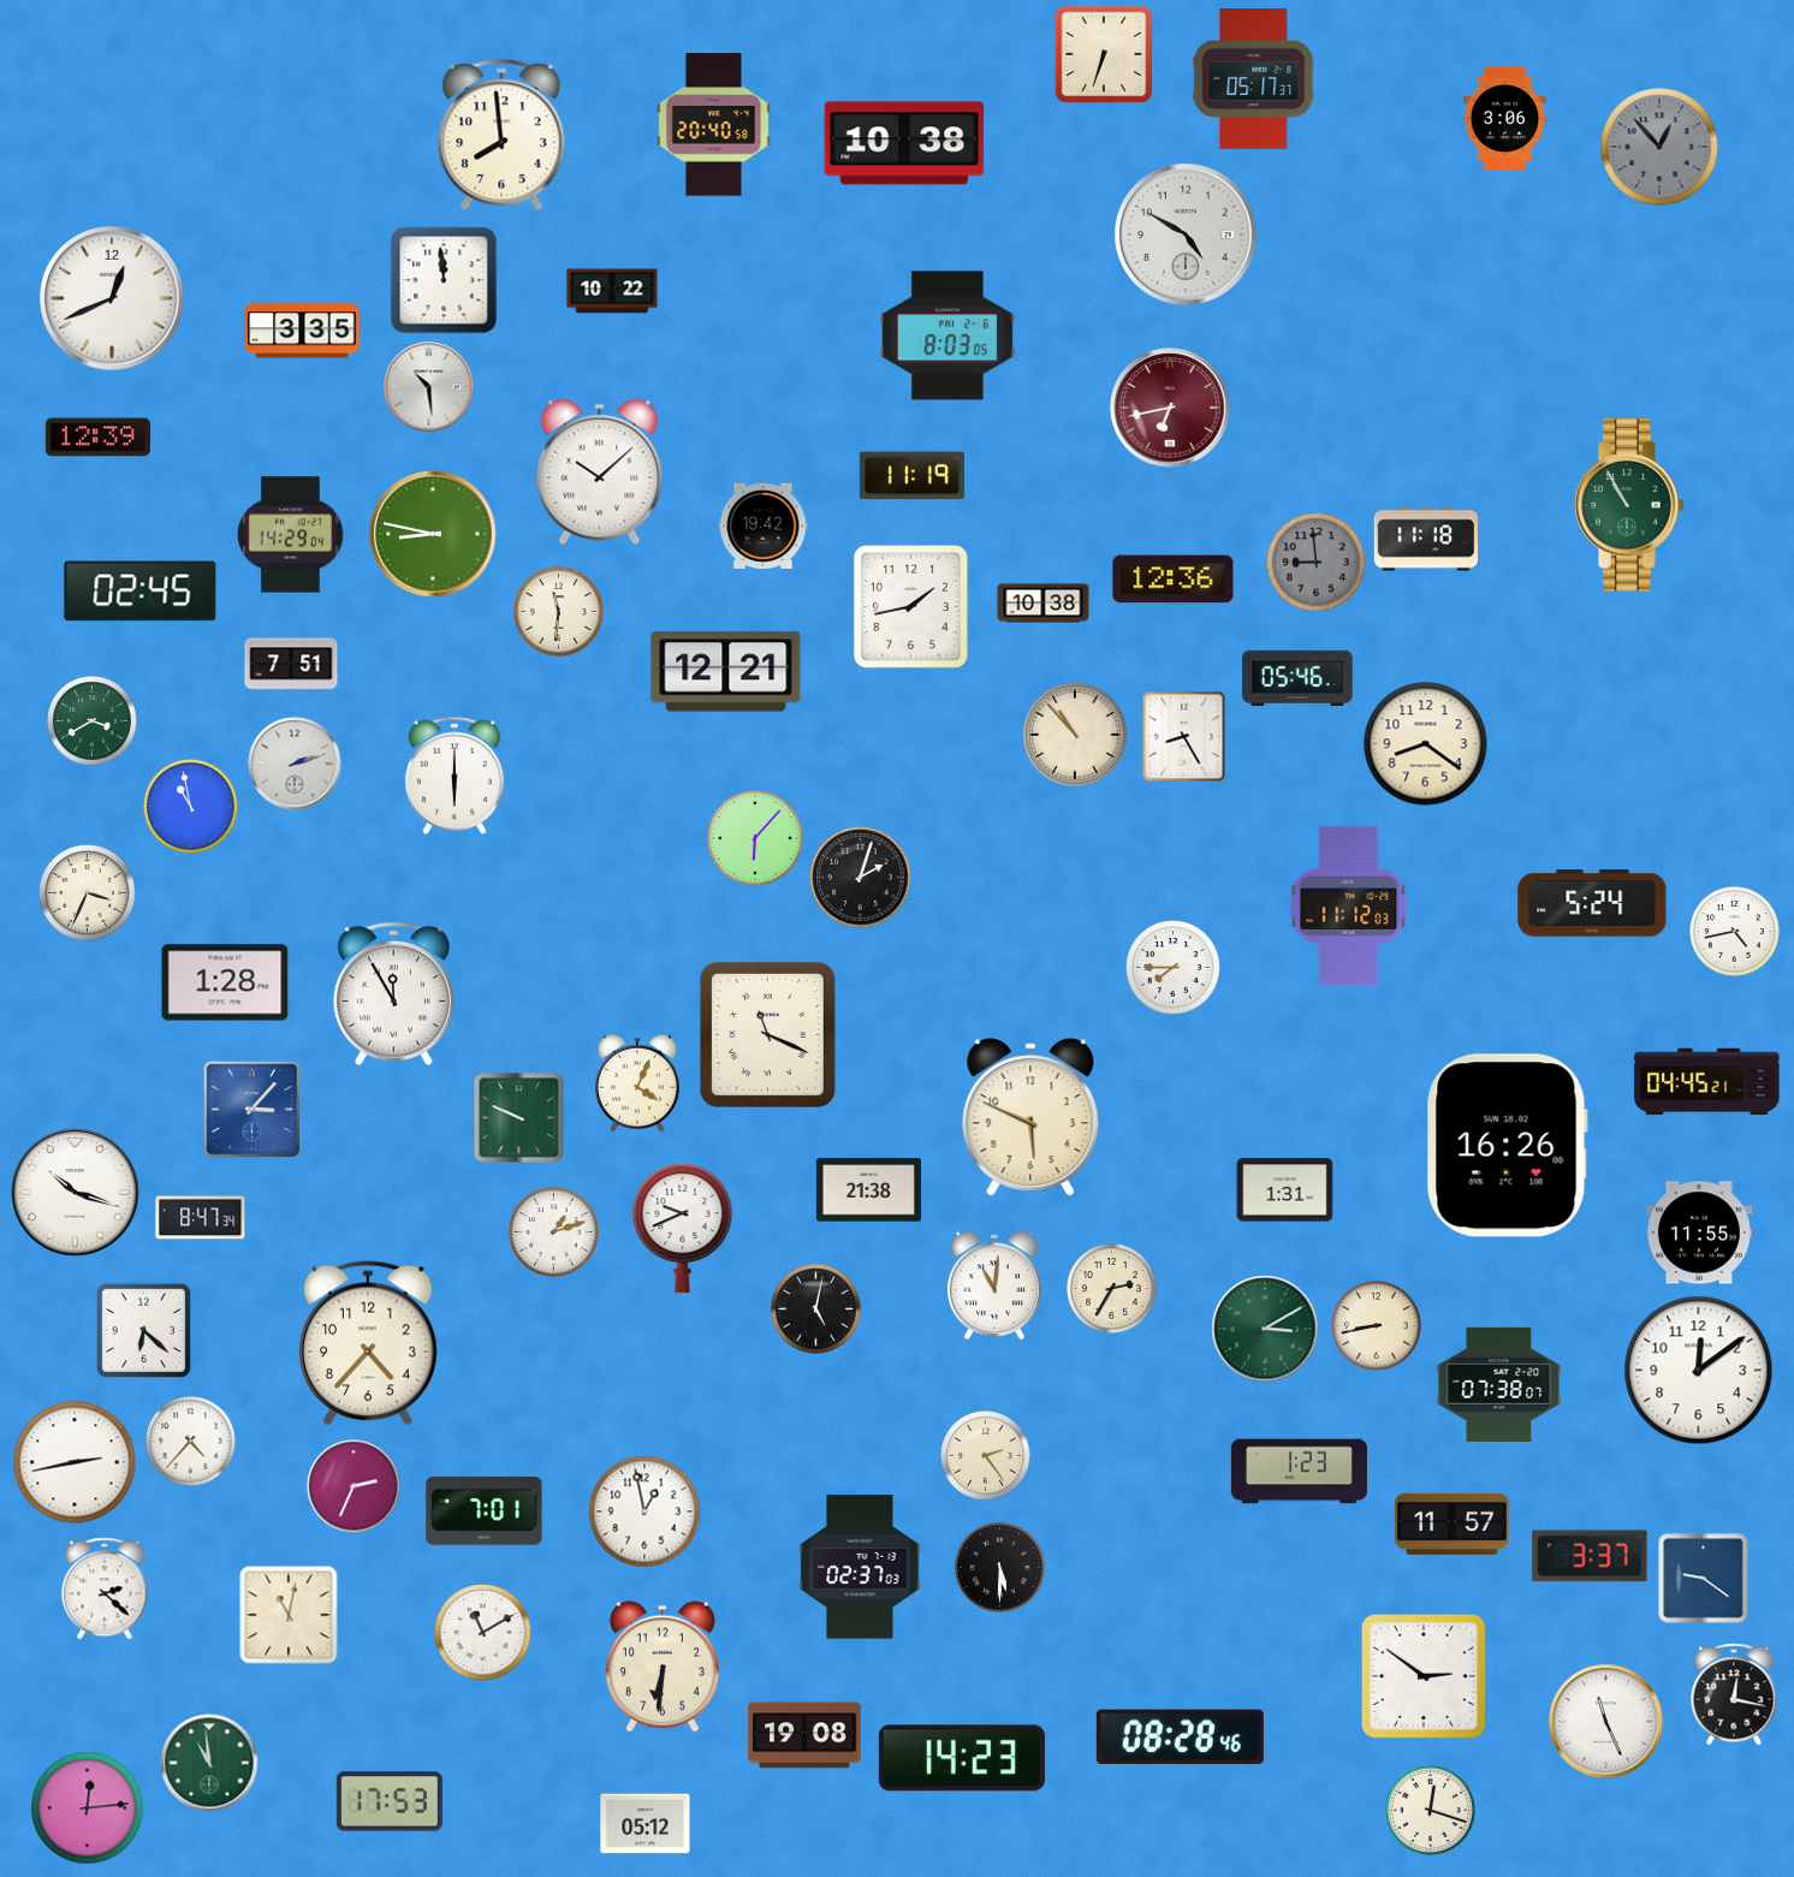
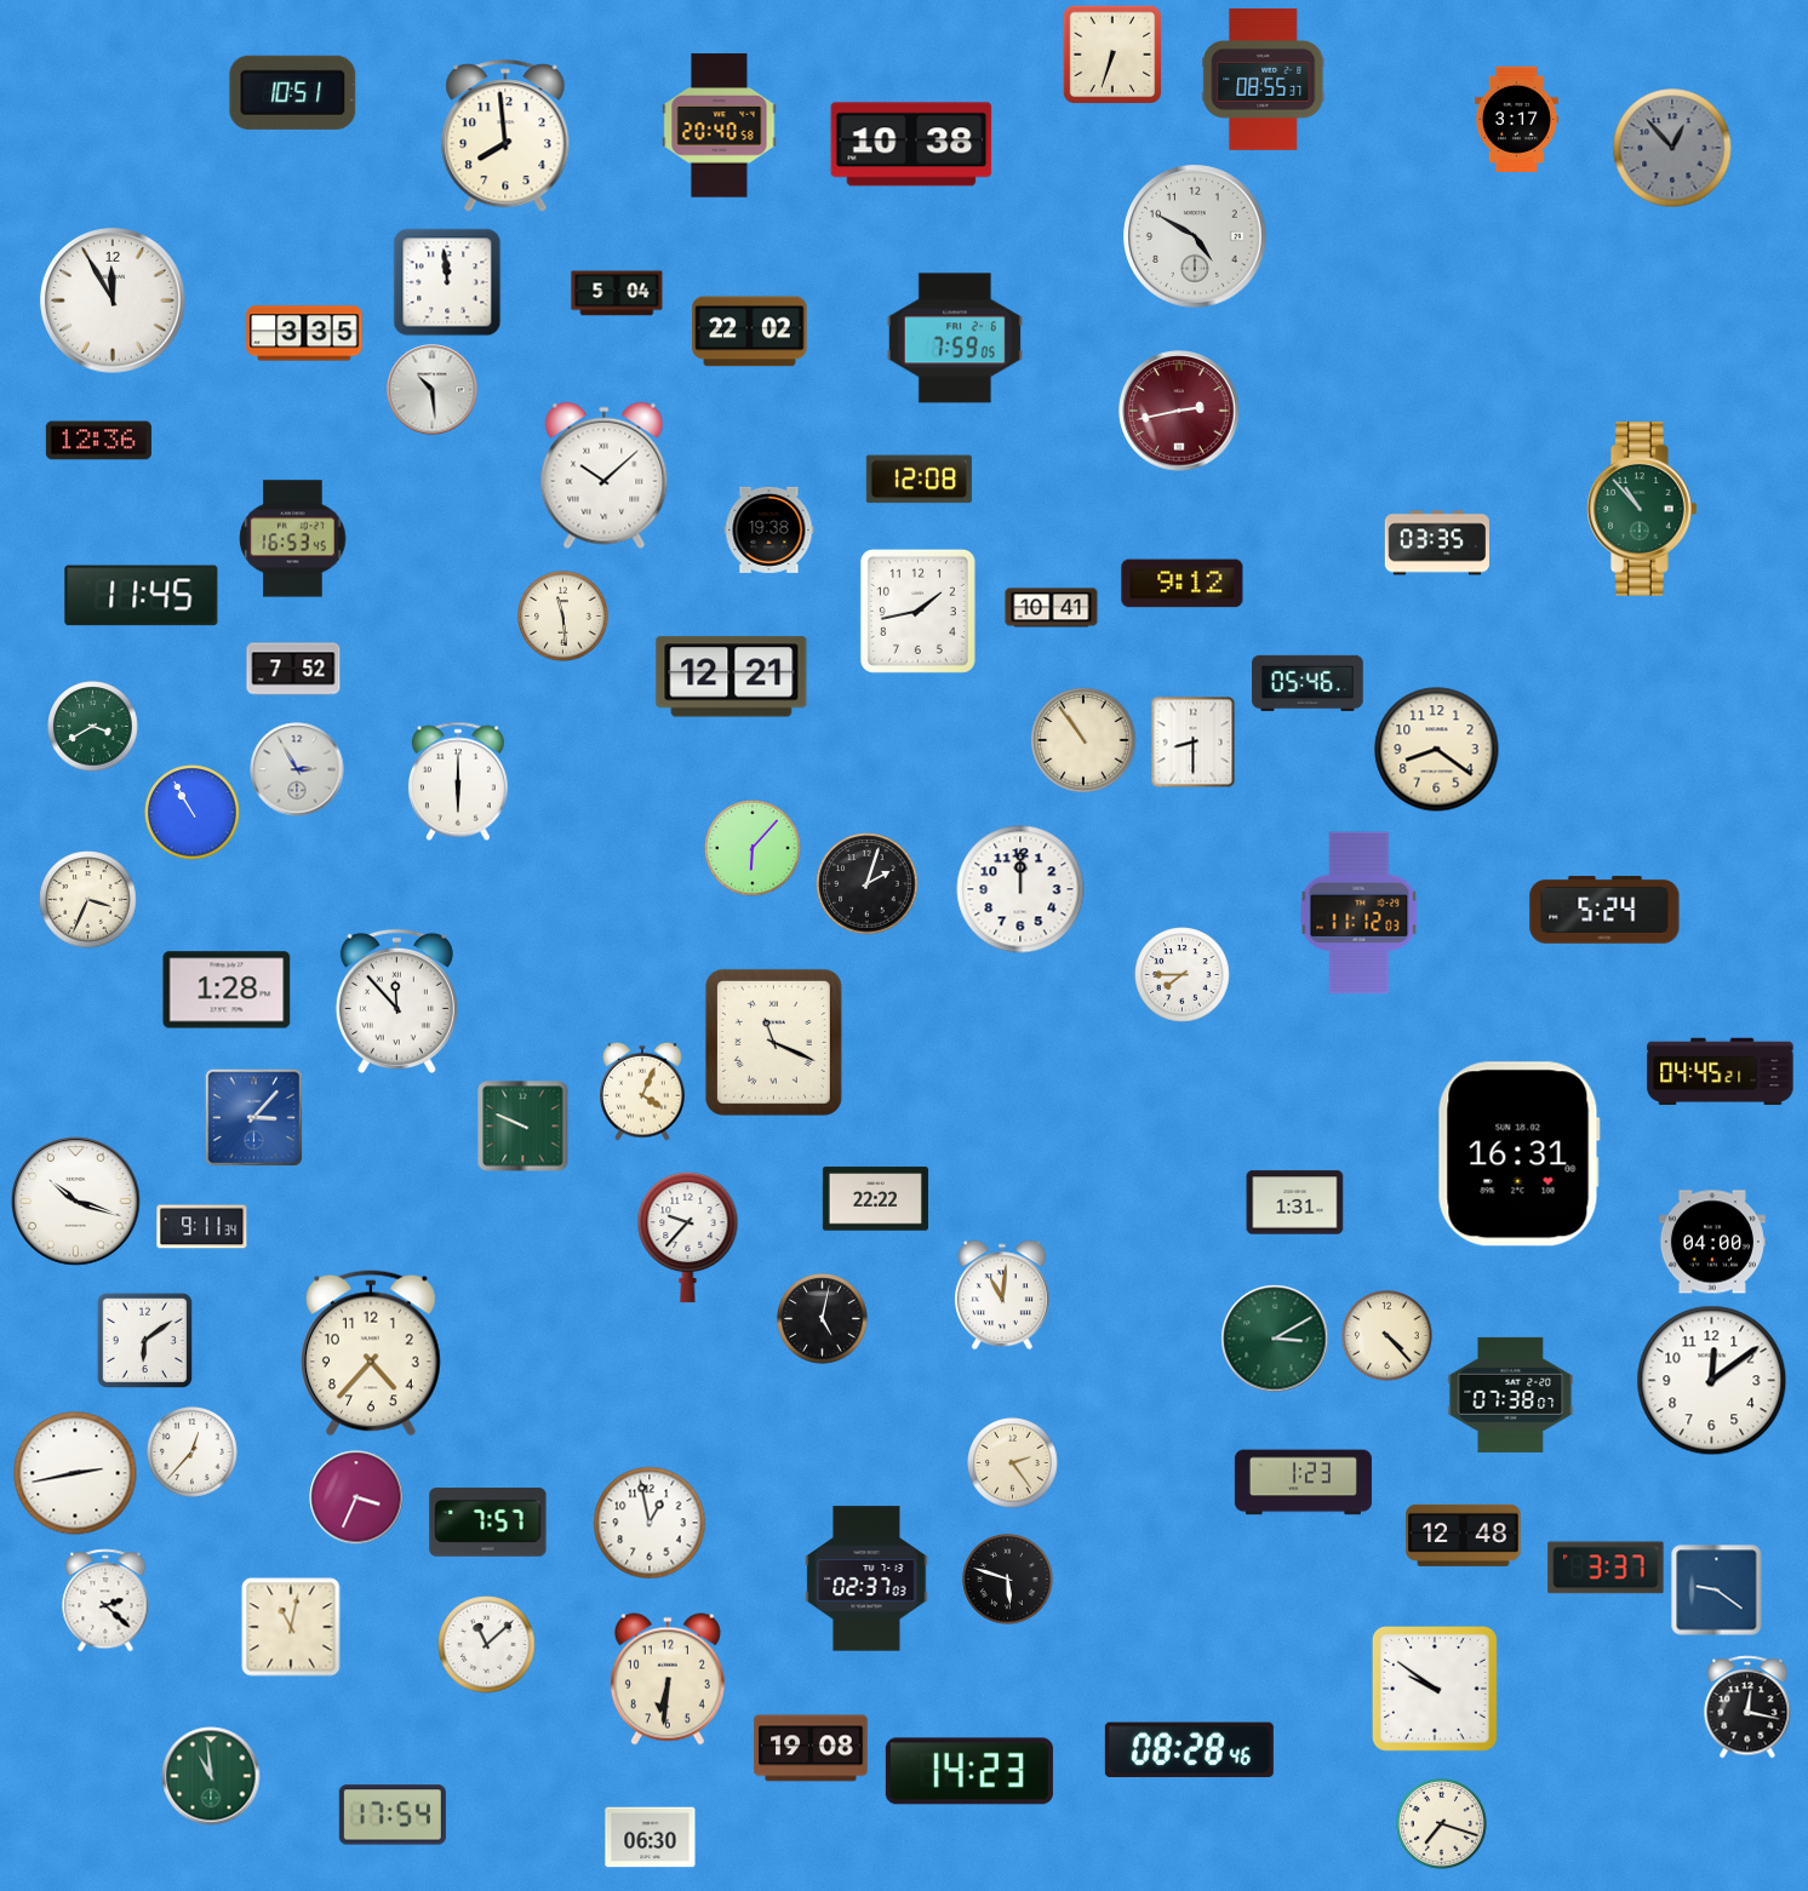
clock at (1254, 79): 05:17 -> 08:55
clock at (293, 92): none -> 10:51
clock at (1504, 118): 3:06 -> 3:17
clock at (612, 291): 10:22 -> 5:04
clock at (112, 298): 12:41 -> 11:55
clock at (750, 332): none -> 22:02
clock at (948, 335): 8:03 -> 7:59
clock at (1170, 408): 6:43 -> 2:43
clock at (97, 438): 12:39 -> 12:36
clock at (911, 476): 11:19 -> 12:08
clock at (1630, 505): 10:55 -> 10:53
clock at (764, 525): 19:42 -> 19:38
clock at (433, 534): 8:47 -> none
clock at (291, 535): 14:29 -> 16:53
clock at (1425, 539): 11:18 -> 03:35
clock at (1317, 563): 8:59 -> none
clock at (1174, 580): 12:36 -> 9:12
clock at (141, 592): 02:45 -> 11:45
clock at (1044, 604): 10:38 -> 10:41
clock at (559, 612): 11:31 -> 11:29
clock at (291, 664): 7:51 -> 7:52
clock at (1075, 735): 10:53 -> 10:54
clock at (1184, 737): 8:25 -> 8:30
clock at (295, 764): 2:12 -> 2:55
clock at (191, 807): 10:58 -> 10:55
clock at (755, 838) position: (755, 838) -> (753, 848)
clock at (1020, 889): none -> 12:00
clock at (1735, 932): 4:43 -> none
clock at (393, 993): 11:55 -> 11:53
clock at (1707, 1082) position: (1707, 1082) -> (1721, 1072)
clock at (1030, 1117): 5:49 -> none
clock at (1507, 1146): 16:26 -> 16:31
clock at (868, 1190): 21:38 -> 22:22
clock at (1285, 1190) position: (1285, 1190) -> (1295, 1203)
clock at (201, 1218): 8:47 -> 9:11
clock at (683, 1228): 9:41 -> 9:37
clock at (554, 1232): 1:12 -> none
clock at (1699, 1232): 11:55 -> 04:00
clock at (1112, 1289): 2:35 -> none
clock at (1377, 1326): 8:43 -> 4:23
clock at (143, 1330): 6:22 -> 6:09
clock at (191, 1442): 4:37 -> 12:37
clock at (986, 1456) position: (986, 1456) -> (1013, 1463)
clock at (1299, 1472) position: (1299, 1472) -> (1303, 1483)
clock at (354, 1486): 2:34 -> 3:34
clock at (485, 1511): 7:01 -> 7:57
clock at (1453, 1523): 11:57 -> 12:48
clock at (1590, 1556) position: (1590, 1556) -> (1606, 1568)
clock at (1000, 1568): 5:30 -> 5:48
clock at (483, 1633): 11:10 -> 11:08
clock at (1424, 1676): 2:51 -> 9:51
clock at (1606, 1722): 11:26 -> none
clock at (390, 1801): 17:53 -> 17:54
clock at (88, 1808): 12:14 -> none
clock at (1431, 1811): 12:18 -> 7:18
clock at (646, 1824): 05:12 -> 06:30
